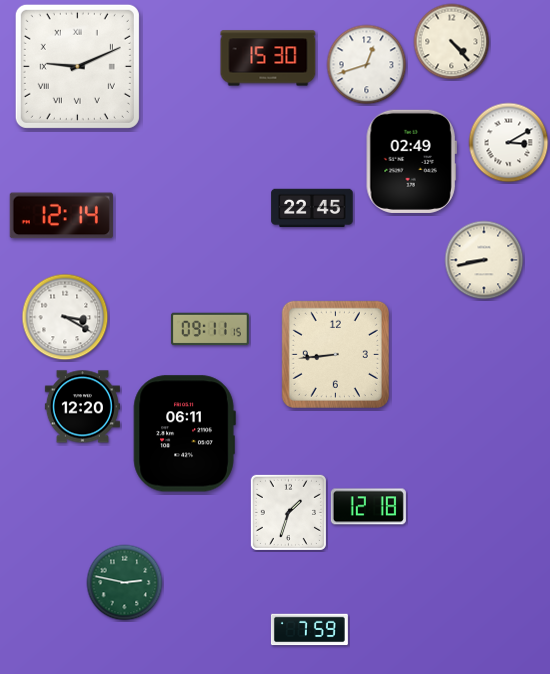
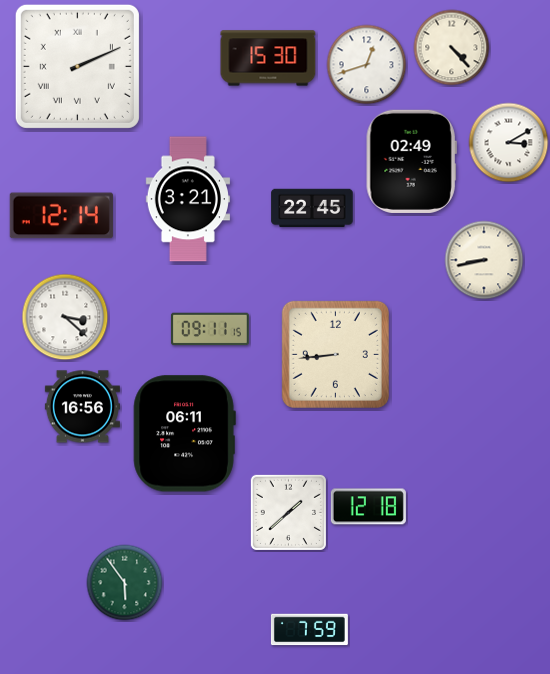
clock at (452, 42) position: (452, 42) -> (452, 48)
clock at (77, 66): 9:11 -> 2:11
clock at (188, 199): none -> 3:21
clock at (65, 317): 3:20 -> 3:22
clock at (82, 407): 12:20 -> 16:56
clock at (288, 512): 1:33 -> 1:38
clock at (125, 583): 2:47 -> 5:54
